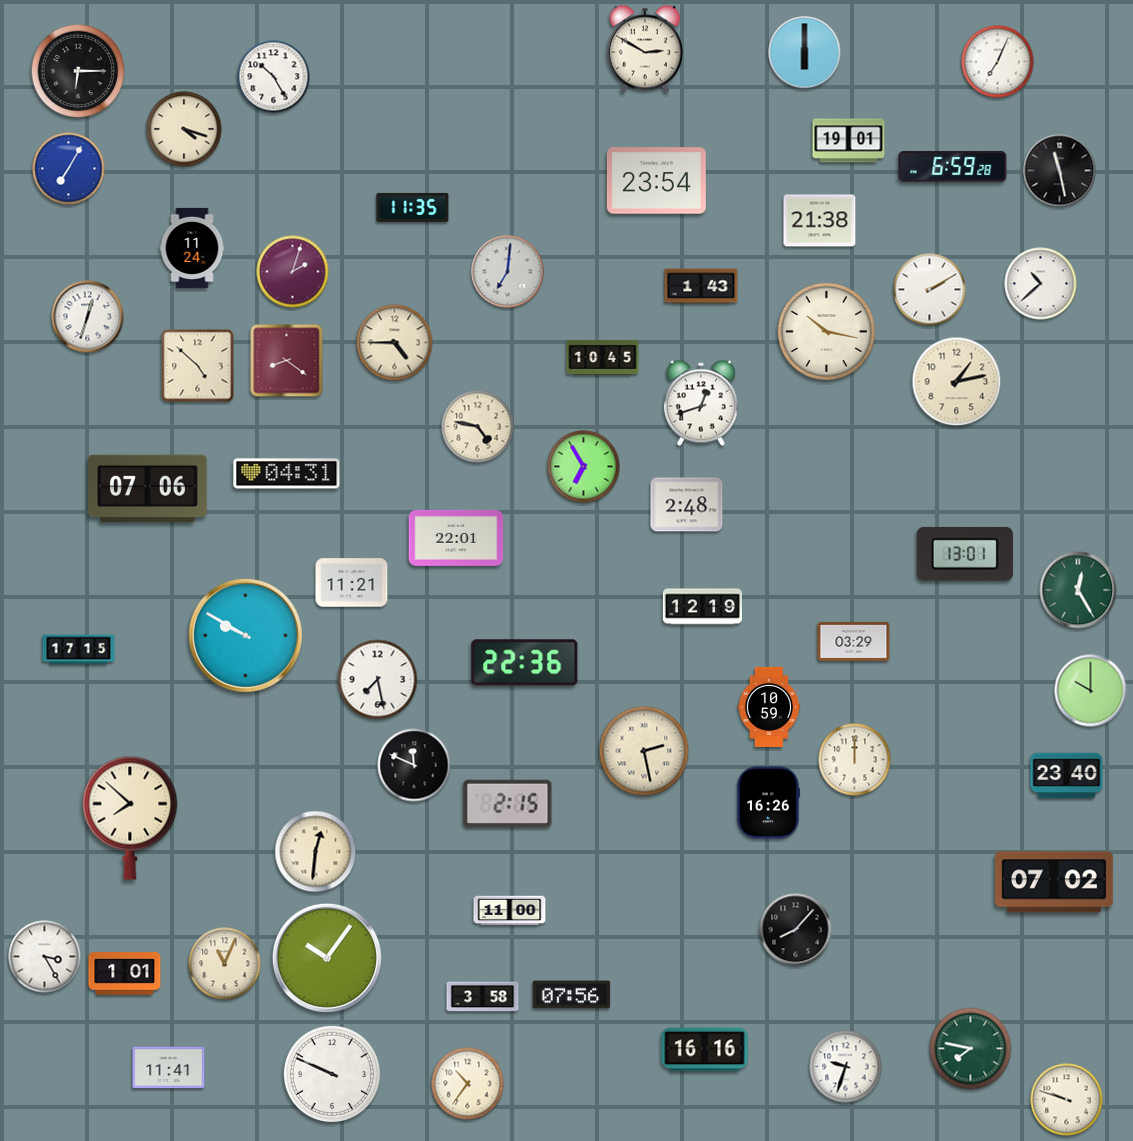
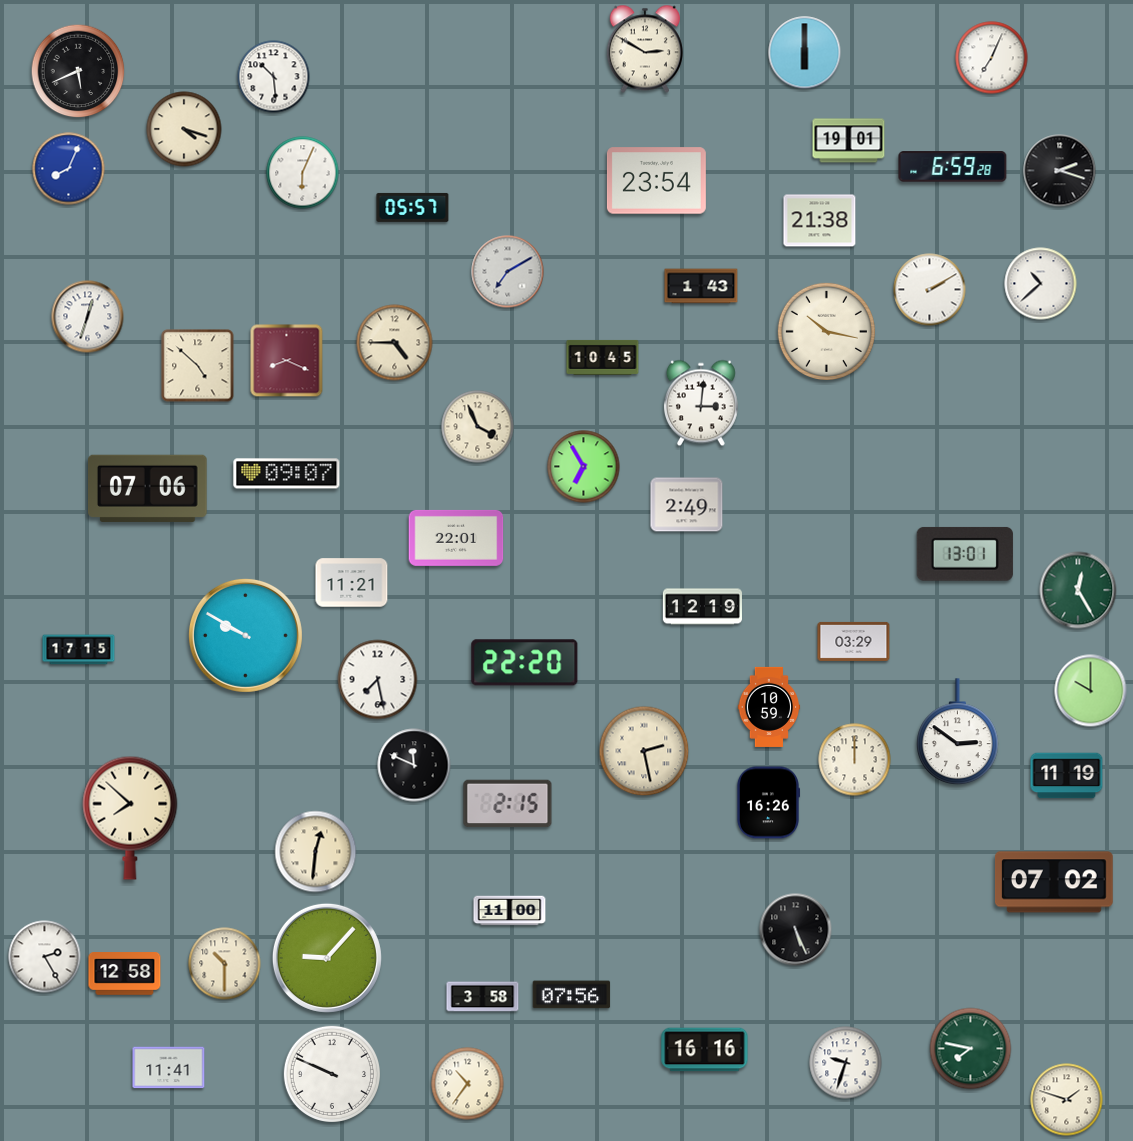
clock at (998, 62) position: (998, 62) -> (992, 58)
clock at (78, 71): 6:15 -> 5:41
clock at (274, 77): 10:25 -> 10:29
clock at (69, 169): 7:05 -> 8:04
clock at (1060, 171): 11:28 -> 2:18
clock at (303, 173): none -> 6:04
clock at (413, 207): 11:35 -> 05:57
clock at (192, 248): 11:24 -> none
clock at (293, 272): 2:03 -> none
clock at (508, 272): 7:01 -> 7:10
clock at (287, 361): 8:21 -> 8:19
clock at (957, 382): 1:13 -> none
clock at (701, 403): 12:42 -> 3:01
clock at (478, 427): 4:47 -> 3:56
clock at (287, 474): 04:31 -> 09:07
clock at (687, 505): 2:48 -> 2:49
clock at (525, 663): 22:36 -> 22:20
clock at (958, 732): none -> 2:51
clock at (1067, 776): 23:40 -> 11:19
clock at (796, 930): 8:07 -> 5:26
clock at (45, 957): 3:25 -> 2:25
clock at (327, 958): 10:06 -> 9:07
clock at (225, 964): 11:04 -> 10:30
clock at (125, 974): 1:01 -> 12:58
clock at (846, 1067) position: (846, 1067) -> (846, 1063)
clock at (1067, 1100): 9:48 -> 1:48
